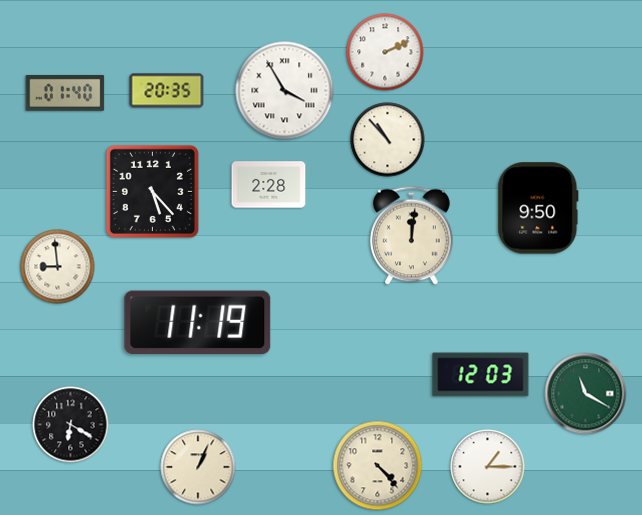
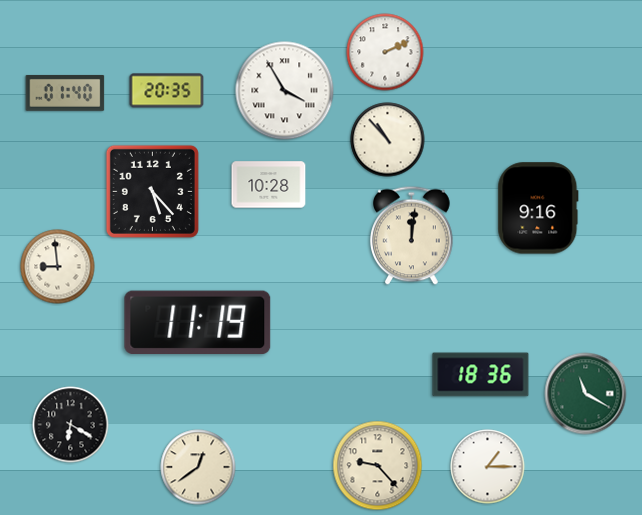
clock at (269, 185): 2:28 -> 10:28
clock at (538, 208): 9:50 -> 9:16
clock at (481, 375): 12:03 -> 18:36
clock at (378, 466): 4:23 -> 9:23
clock at (198, 467): 1:04 -> 12:39
